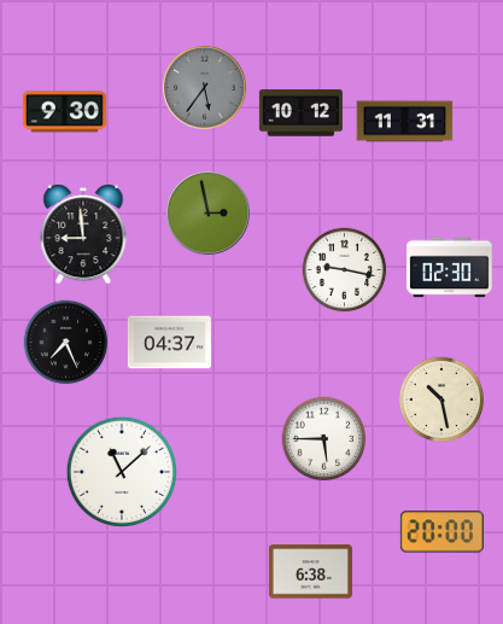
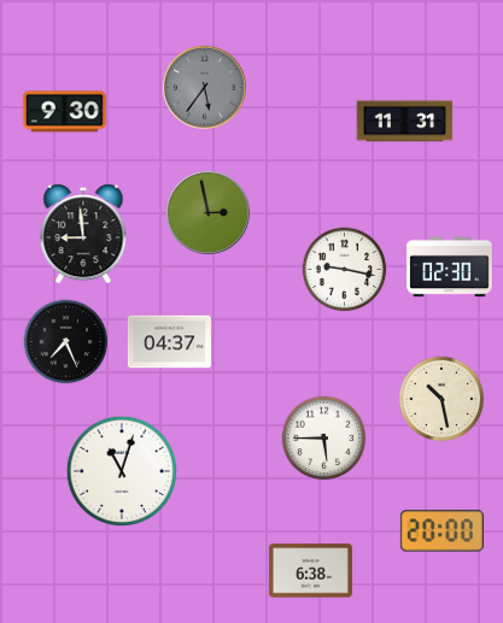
clock at (300, 113): 10:12 -> none
clock at (122, 471): 11:08 -> 11:03
